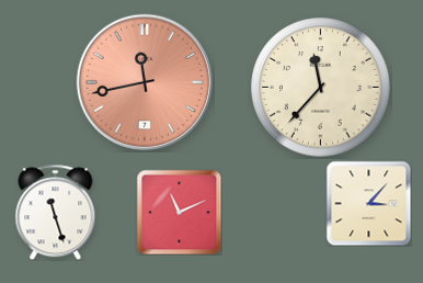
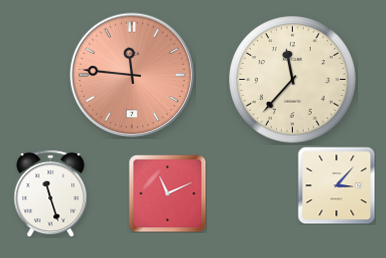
clock at (144, 81): 11:43 -> 11:46
clock at (179, 212) position: (179, 212) -> (167, 193)
